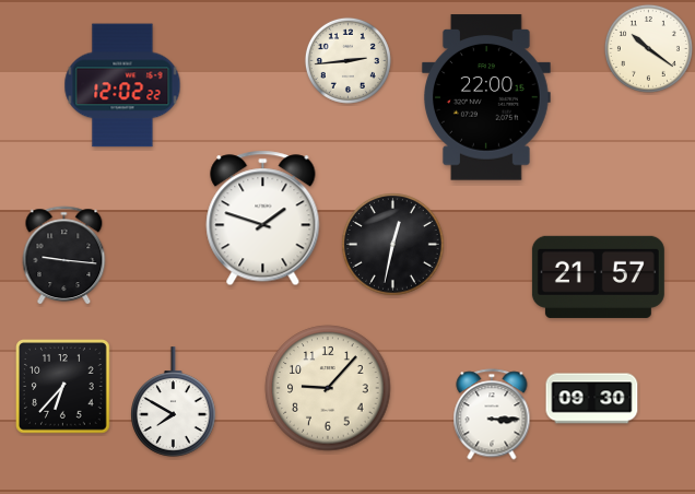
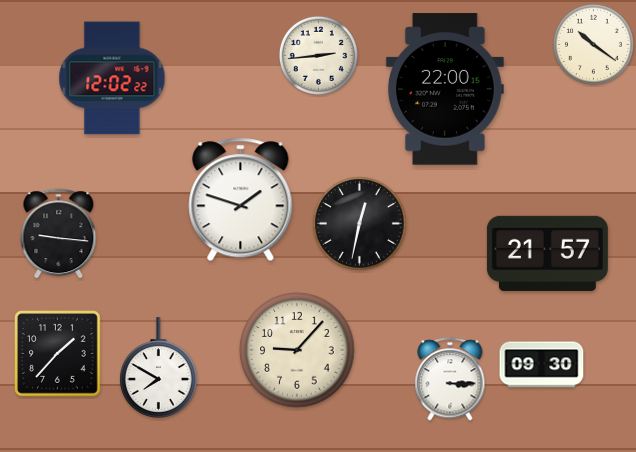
clock at (63, 387): 6:37 -> 1:37
clock at (328, 388) position: (328, 388) -> (297, 350)
